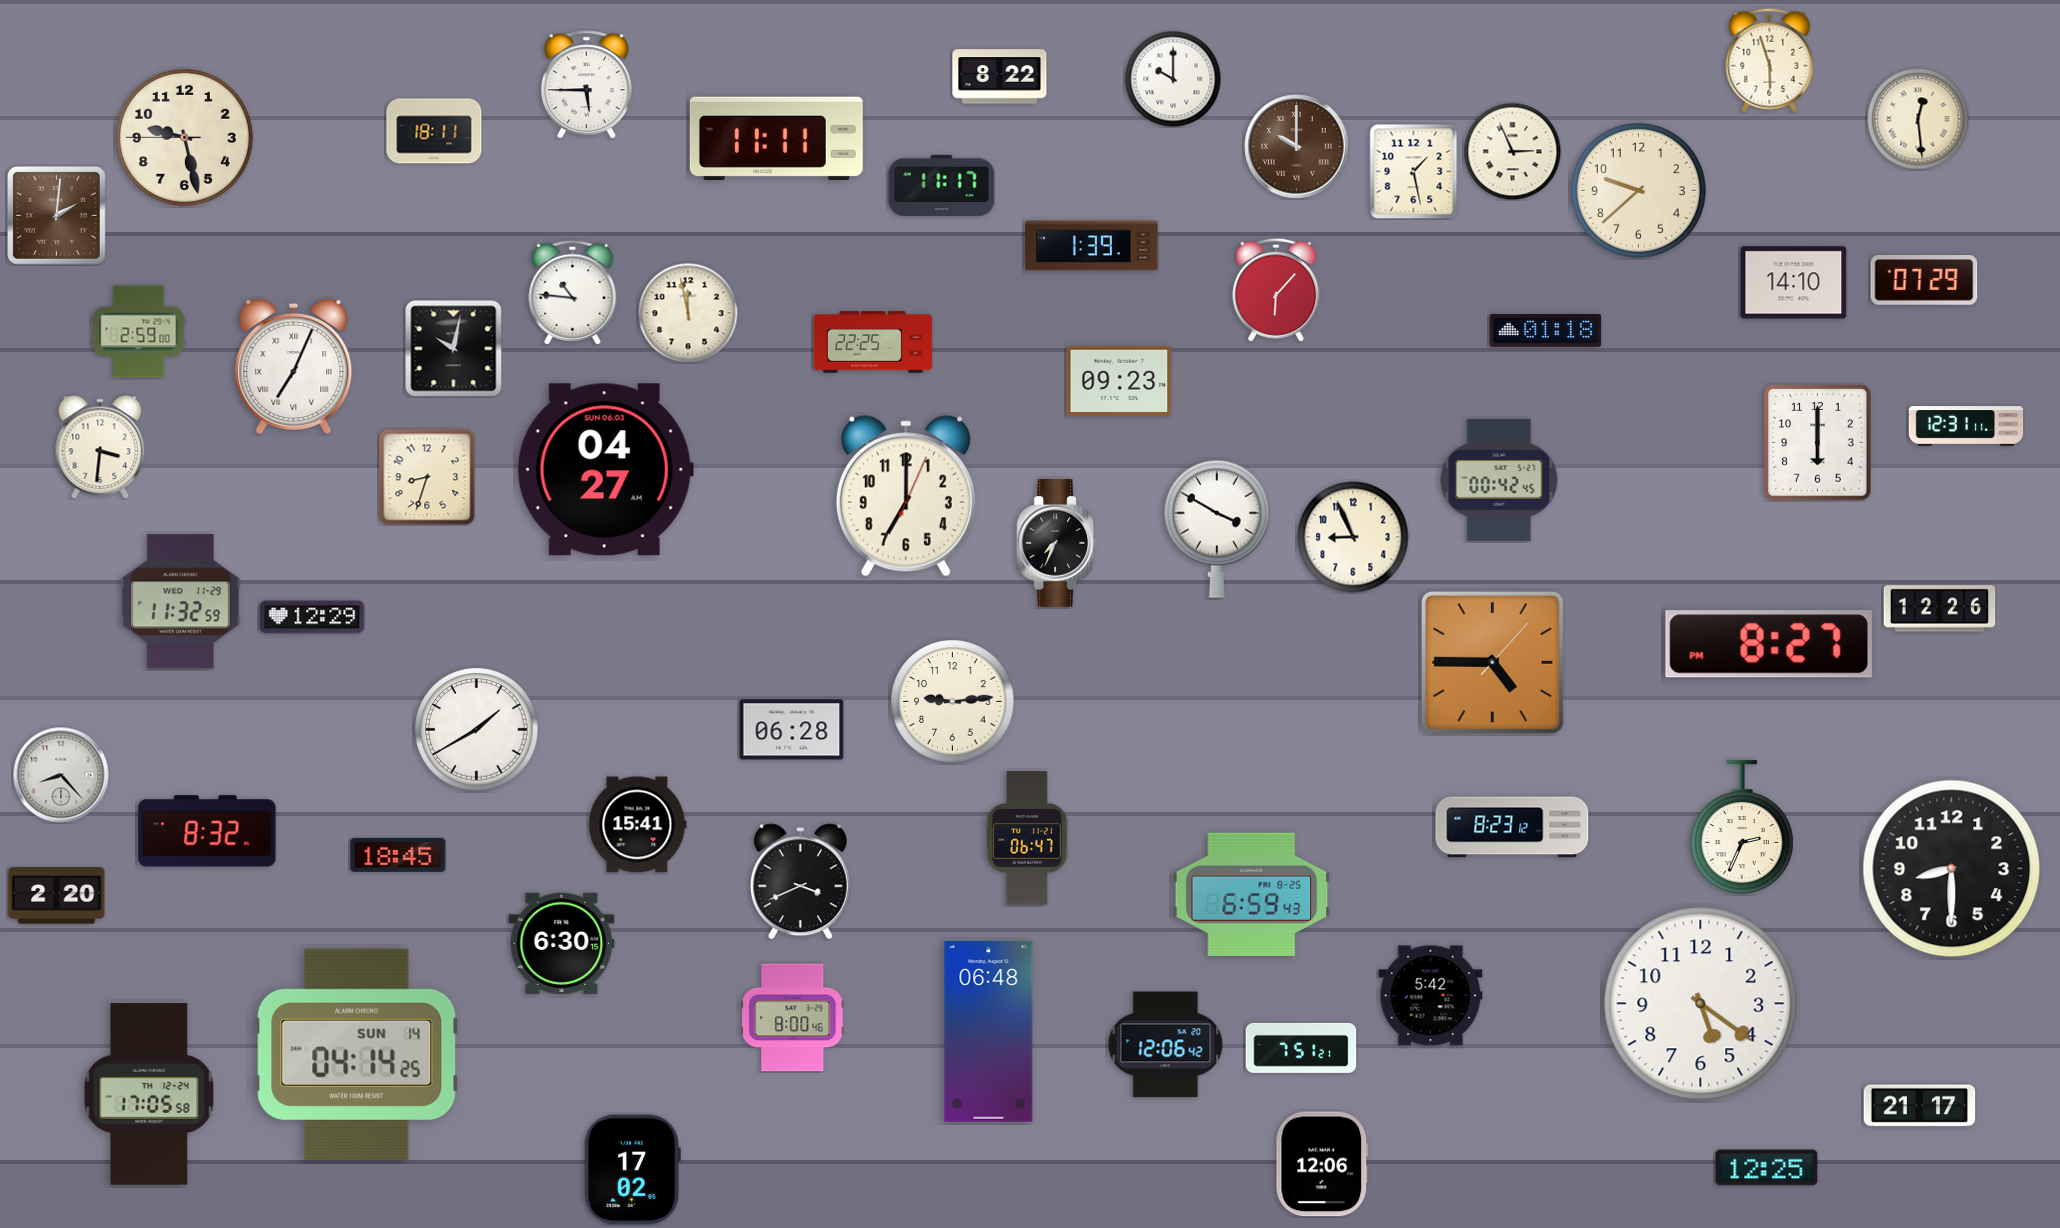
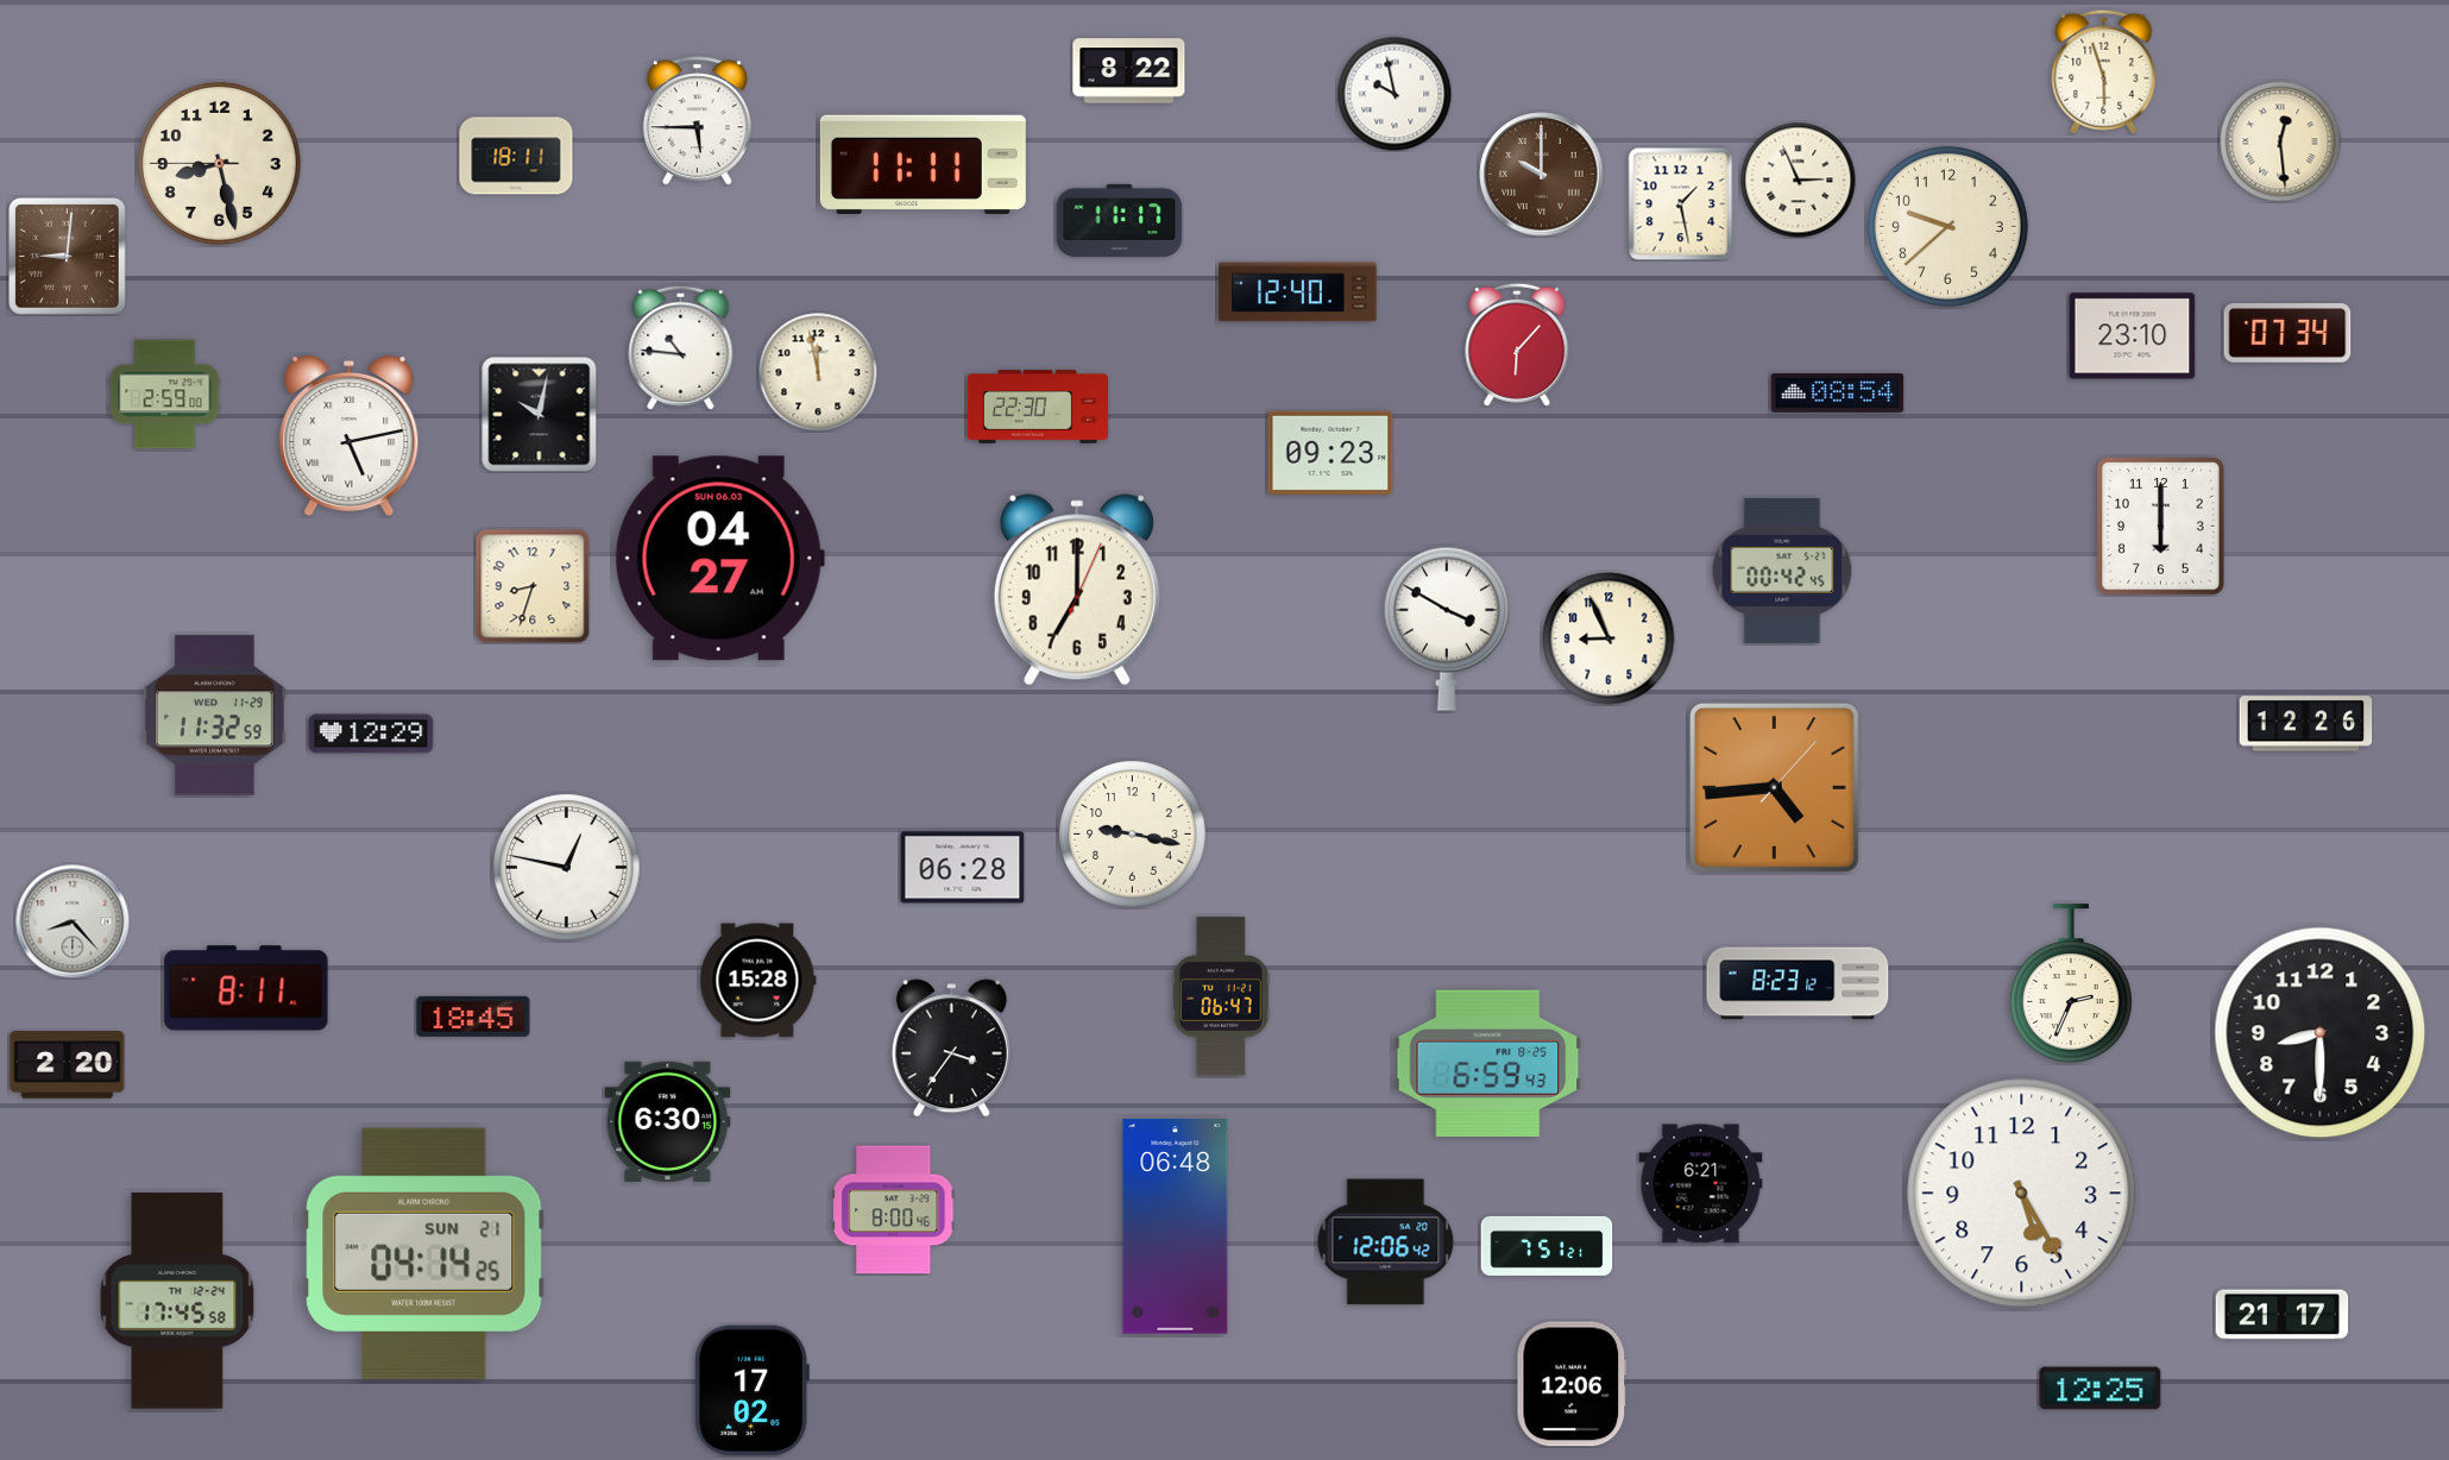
clock at (1000, 77) position: (1000, 77) -> (1129, 71)
clock at (1173, 79): 10:00 -> 9:58
clock at (586, 85) position: (586, 85) -> (697, 121)
clock at (184, 137): 9:27 -> 8:27
clock at (57, 216): 2:01 -> 9:01
clock at (1092, 246): 1:39 -> 12:40
clock at (1924, 280): 07:29 -> 07:34
clock at (1794, 283): 14:10 -> 23:10
clock at (1546, 330): 01:18 -> 08:54
clock at (873, 342): 22:25 -> 22:30
clock at (294, 367): 7:04 -> 5:13
clock at (1966, 426): 12:31 -> none
clock at (100, 447): 3:31 -> none
clock at (427, 477) position: (427, 477) -> (533, 586)
clock at (1057, 544): 7:34 -> none
clock at (1769, 644): 8:27 -> none
clock at (1492, 662): 4:45 -> 4:44
clock at (953, 702): 9:14 -> 9:17
clock at (477, 730): 1:40 -> 12:47
clock at (792, 730) position: (792, 730) -> (963, 868)
clock at (638, 825): 15:41 -> 15:28
clock at (207, 831): 8:32 -> 8:11
clock at (800, 882): 3:41 -> 3:36
clock at (1431, 996): 5:42 -> 6:21
clock at (1701, 1004): 5:21 -> 5:25
clock at (793, 1018) position: (793, 1018) -> (894, 1210)
clock at (357, 1054) date: SUN 14 -> SUN 21
clock at (149, 1094): 17:05 -> 17:45
